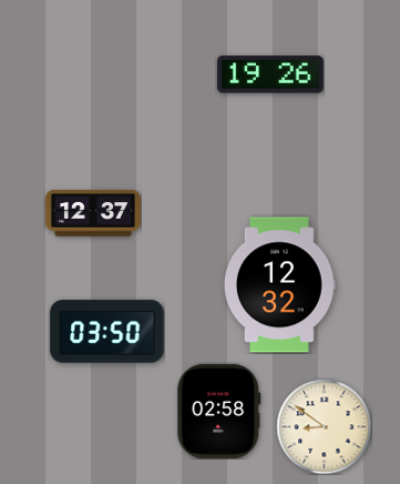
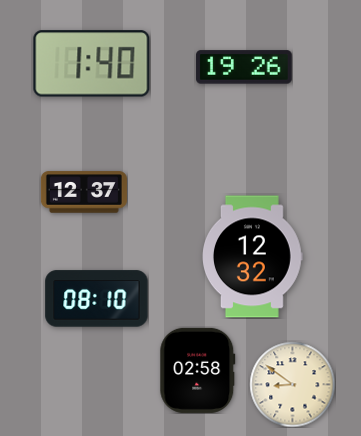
clock at (92, 64): none -> 1:40
clock at (107, 332): 03:50 -> 08:10
